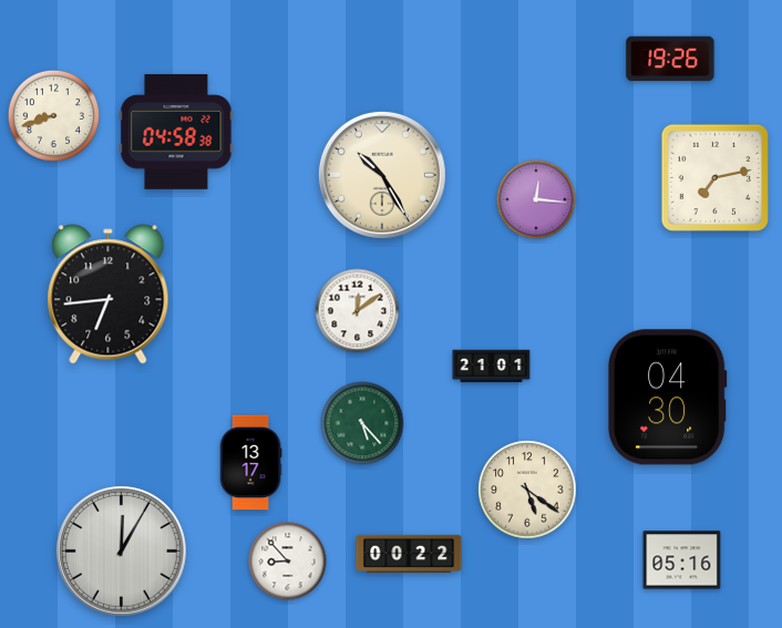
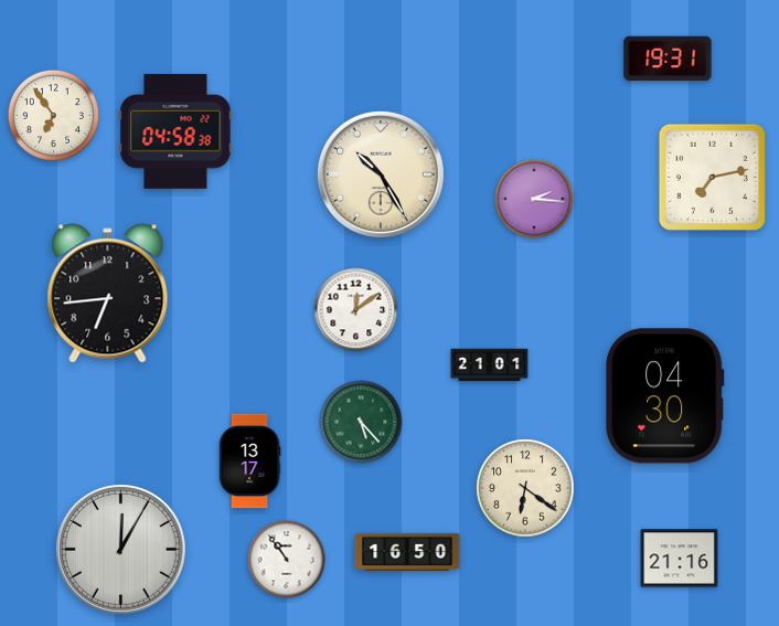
clock at (670, 59): 19:26 -> 19:31
clock at (53, 115): 8:42 -> 6:54
clock at (536, 199): 12:16 -> 2:16
clock at (527, 490): 5:21 -> 6:21
clock at (409, 554): 00:22 -> 16:50
clock at (682, 560): 05:16 -> 21:16
clock at (288, 562): 8:53 -> 10:54
